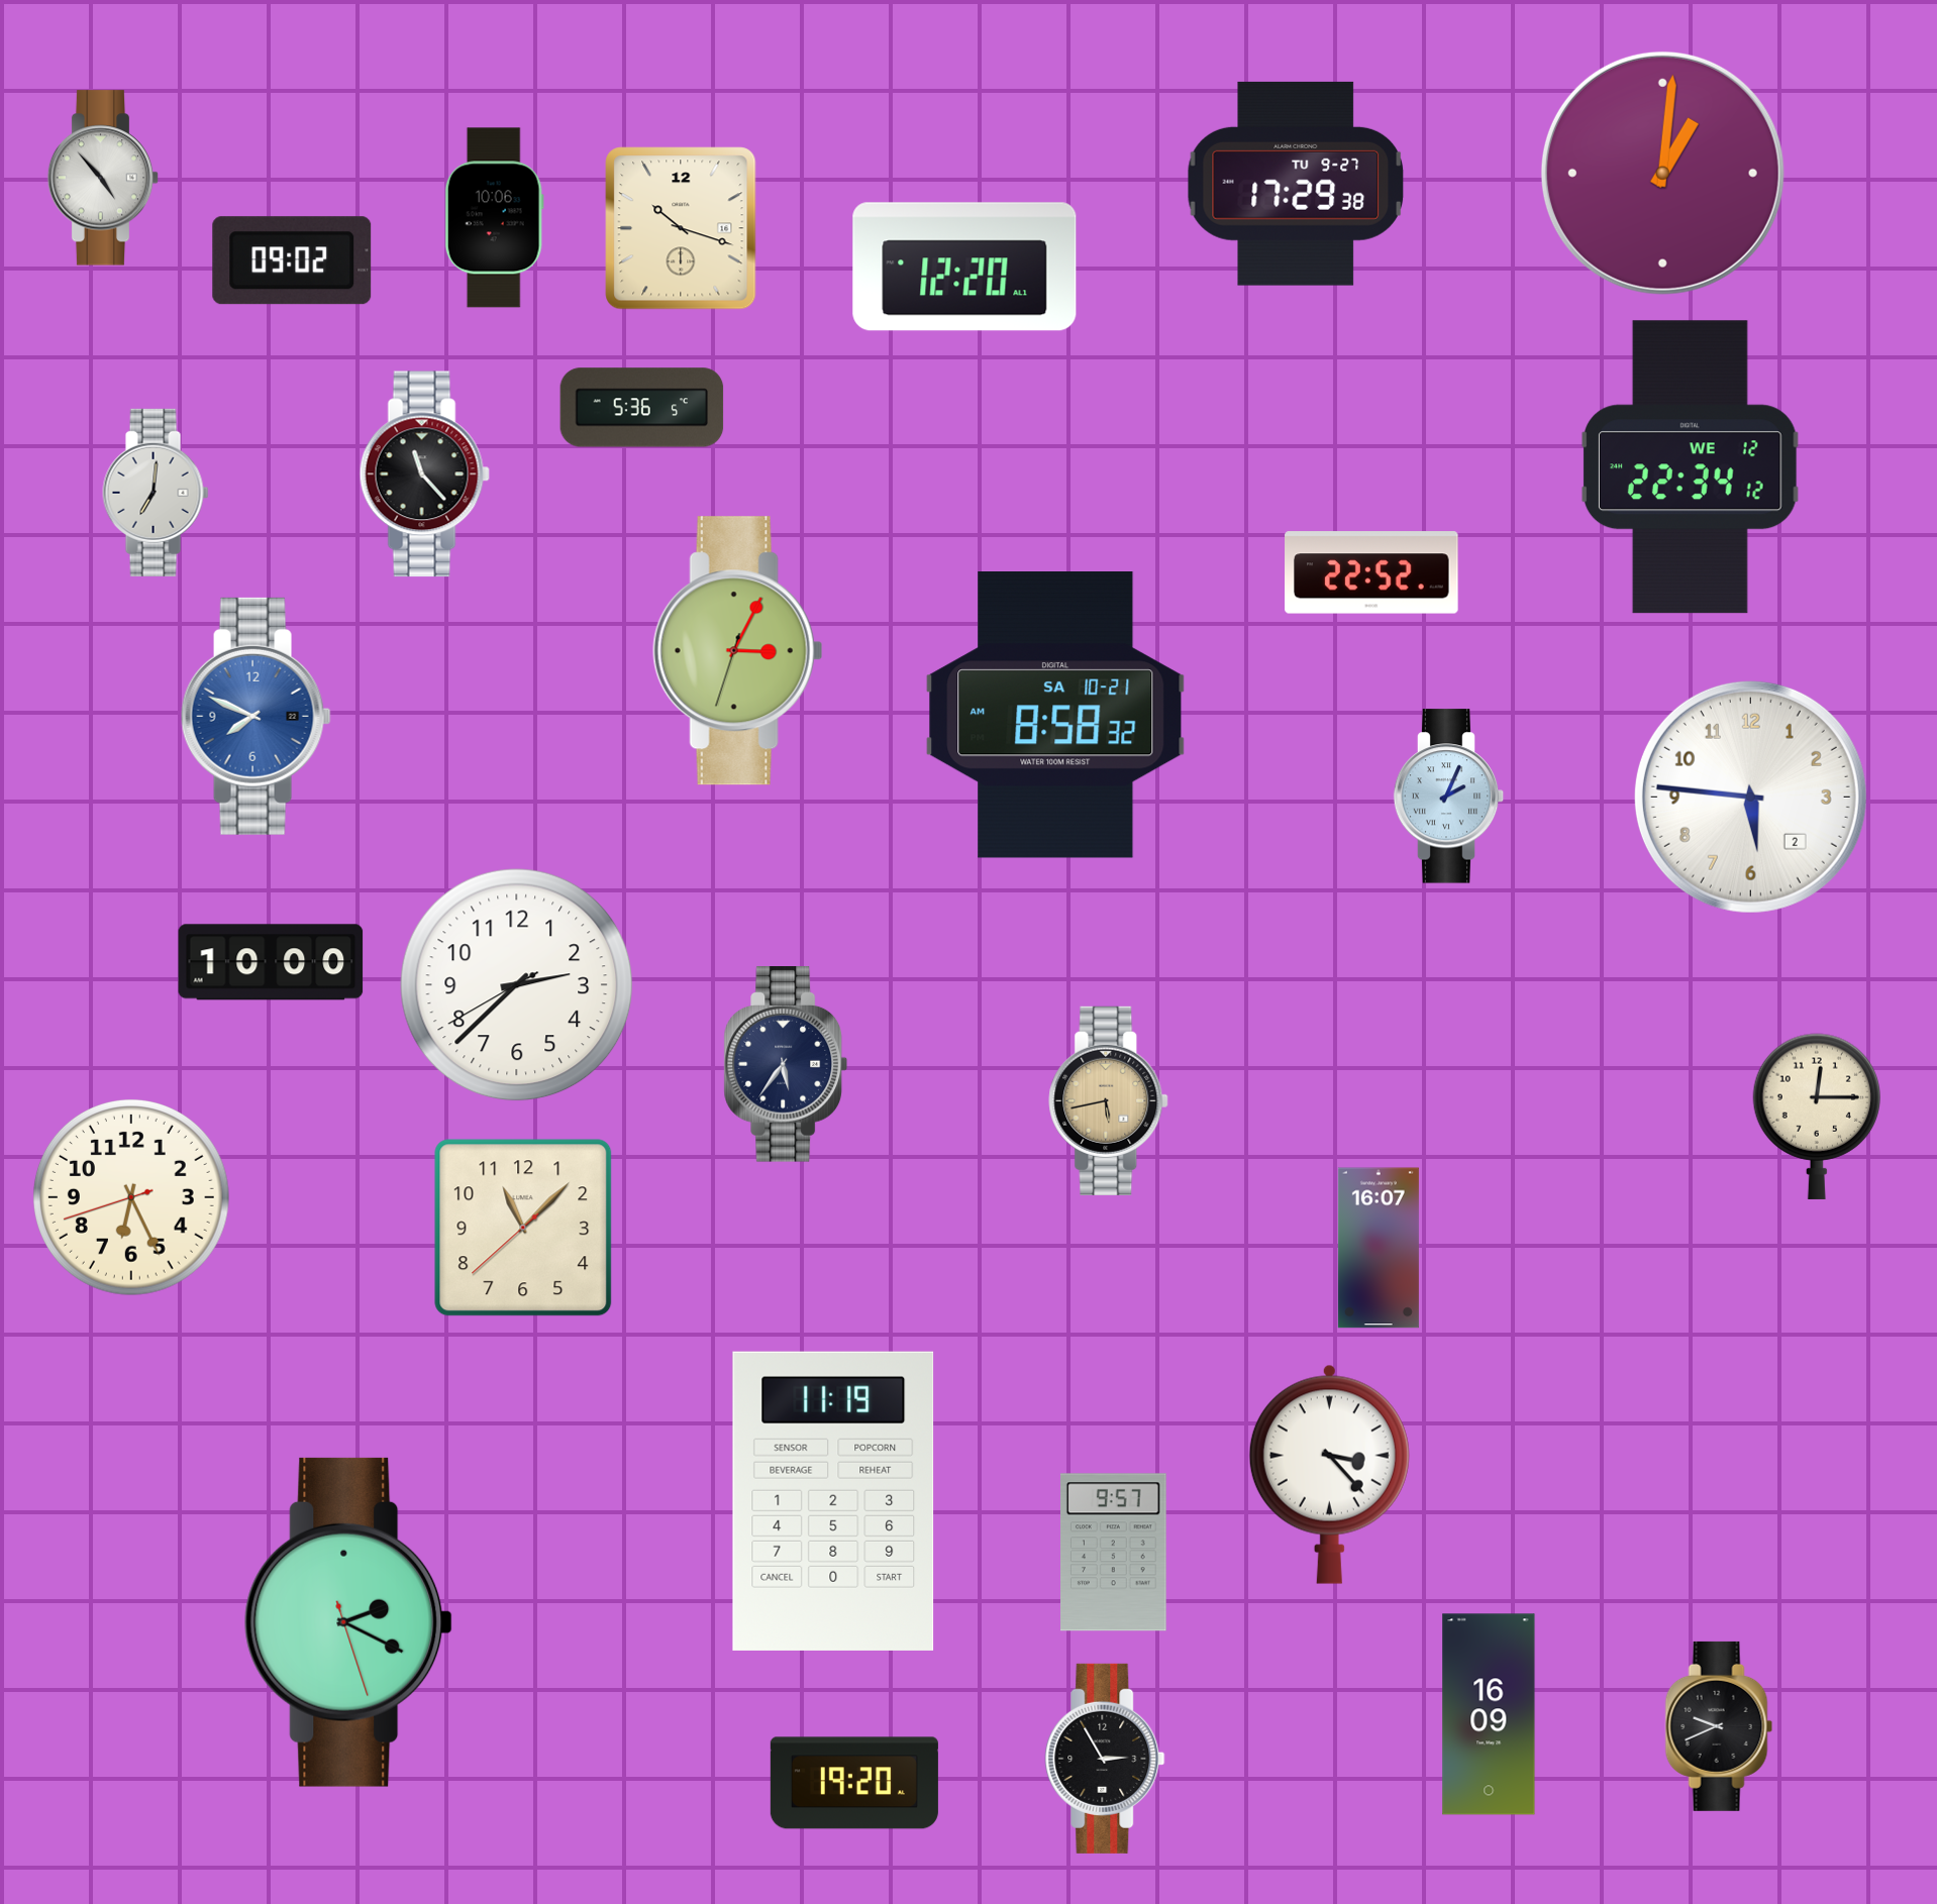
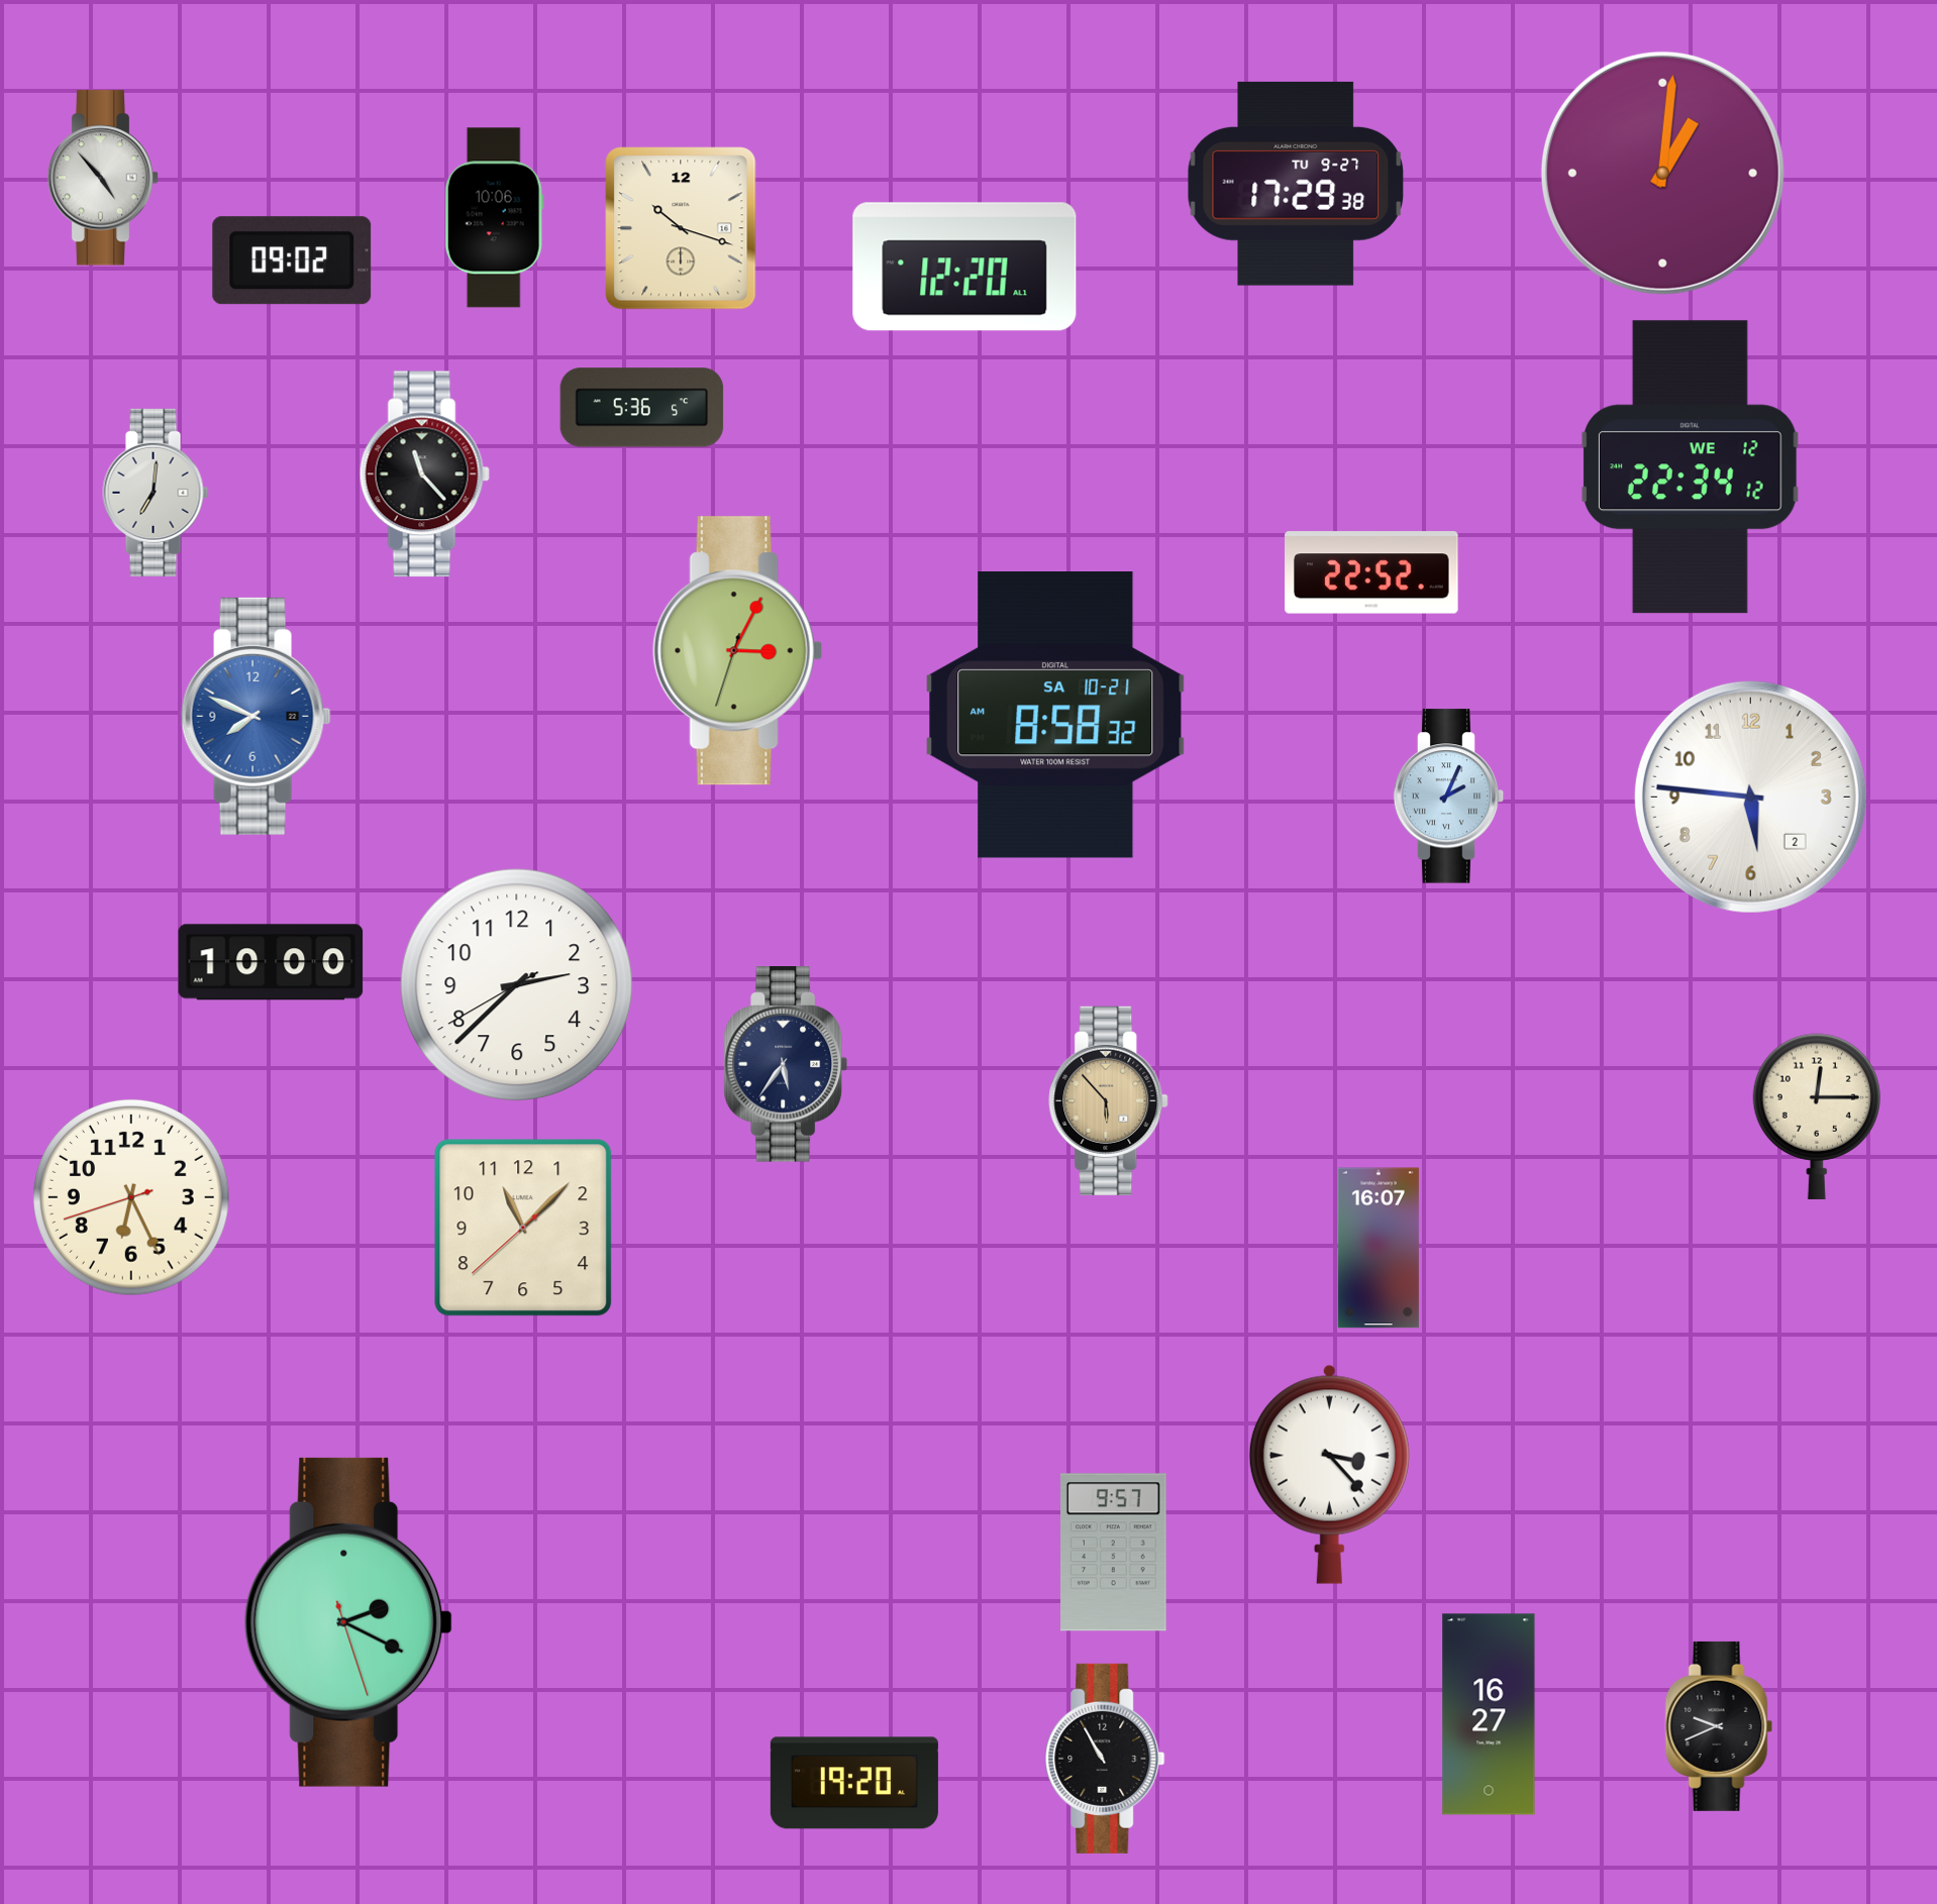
clock at (1109, 1100): 5:43 -> 5:53
clock at (833, 1501): 11:19 -> none
clock at (1489, 1714): 16:09 -> 16:27
clock at (1105, 1759): 2:55 -> 10:55
